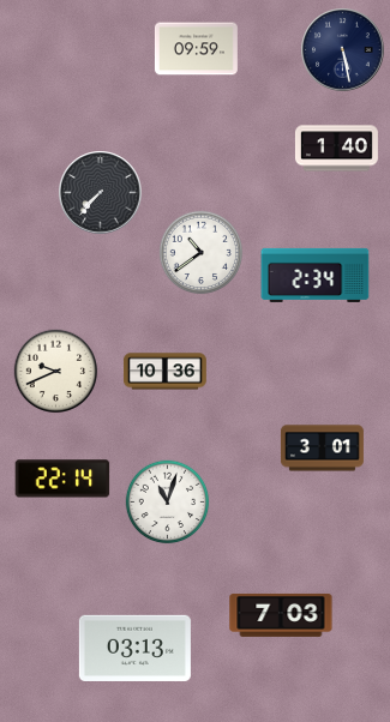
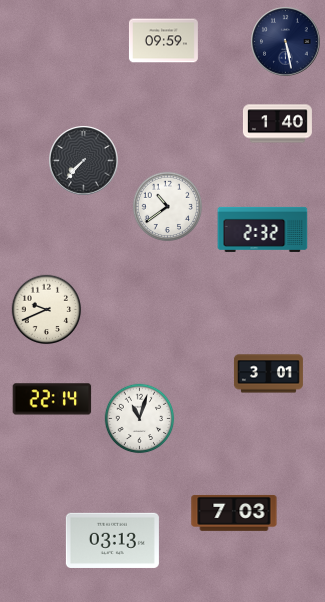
clock at (336, 149) position: (336, 149) -> (277, 124)
clock at (202, 253) position: (202, 253) -> (168, 207)
clock at (316, 275): 2:34 -> 2:32
clock at (164, 372): 10:36 -> none
